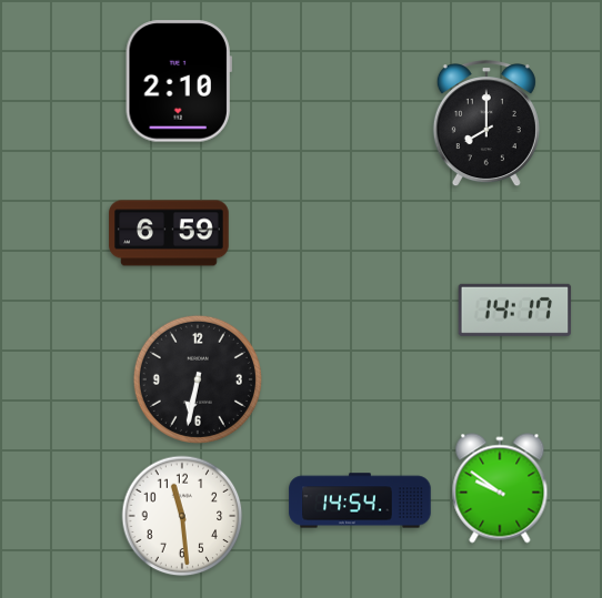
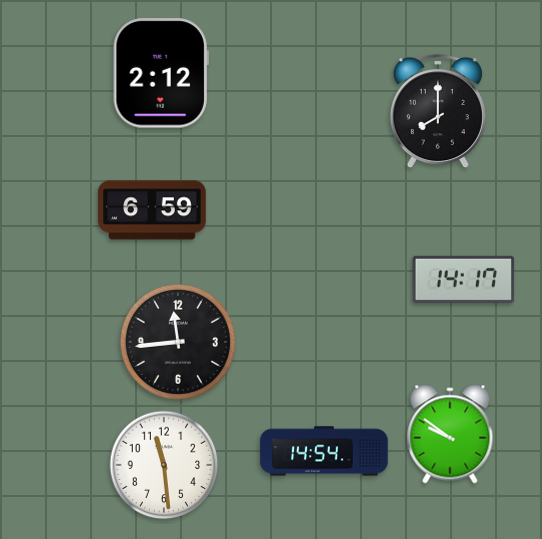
clock at (179, 81): 2:10 -> 2:12
clock at (198, 379): 6:32 -> 11:44
clock at (500, 488) position: (500, 488) -> (450, 434)
